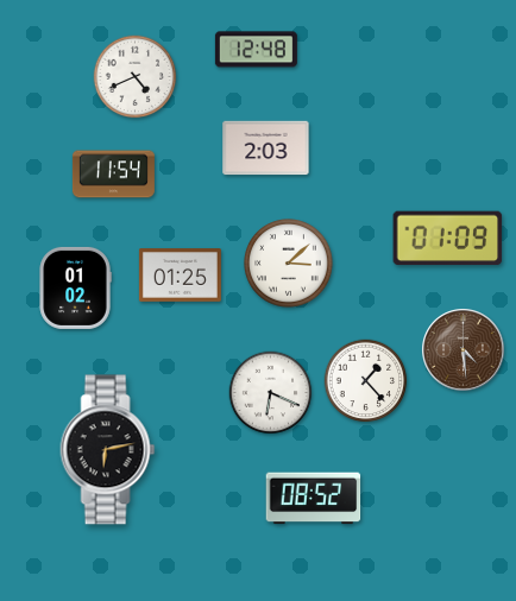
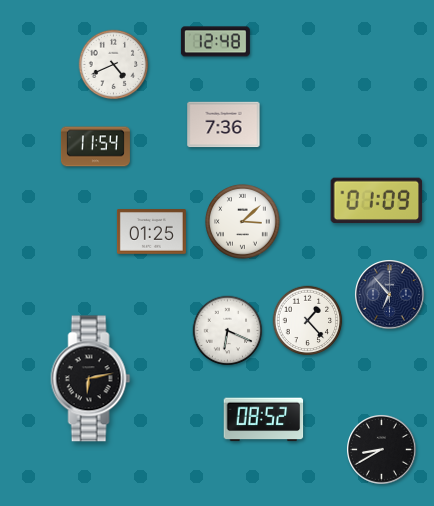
clock at (266, 148): 2:03 -> 7:36
clock at (75, 287): 01:02 -> none
clock at (464, 350): 4:29 -> 6:53
clock at (464, 350) dial: brown -> navy
clock at (382, 450): none -> 8:40
